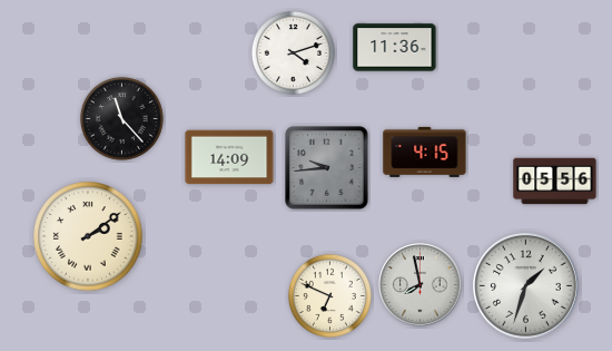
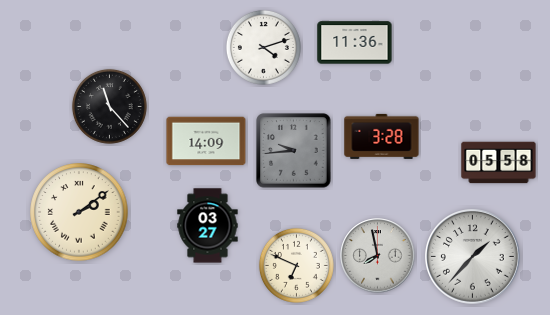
clock at (425, 152): 4:15 -> 3:28
clock at (555, 182): 05:56 -> 05:58
clock at (208, 226): none -> 03:27
clock at (526, 286): 1:33 -> 1:37
